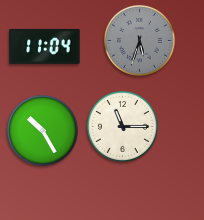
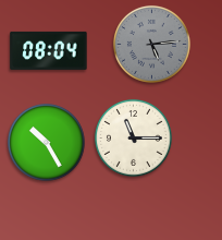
clock at (139, 40): 5:33 -> 5:14
clock at (45, 46): 11:04 -> 08:04
